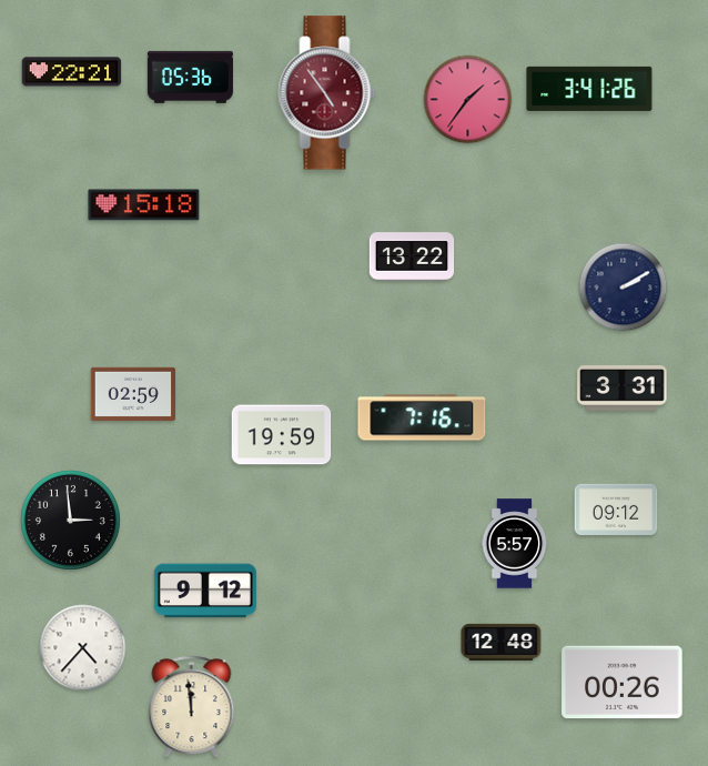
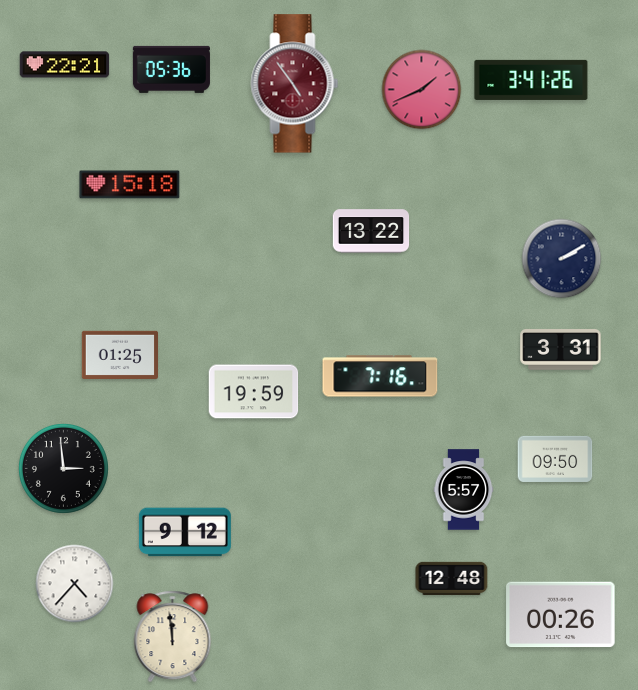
clock at (468, 100): 1:36 -> 1:41
clock at (132, 393): 02:59 -> 01:25
clock at (616, 510): 09:12 -> 09:50
